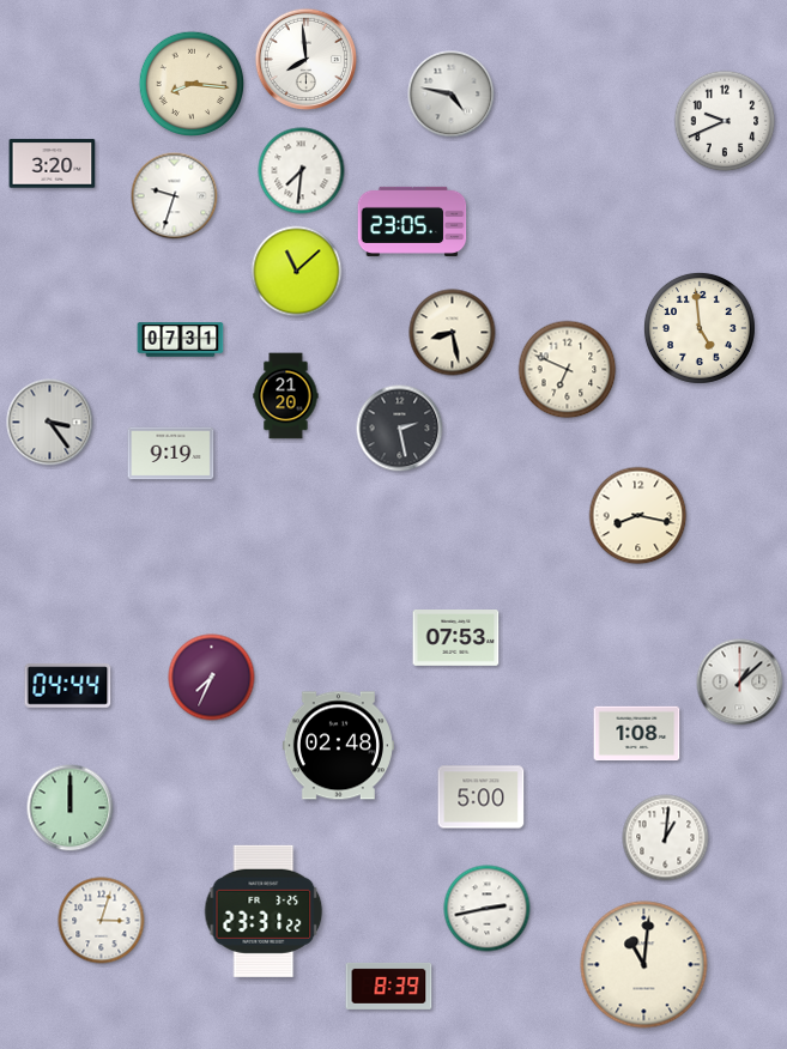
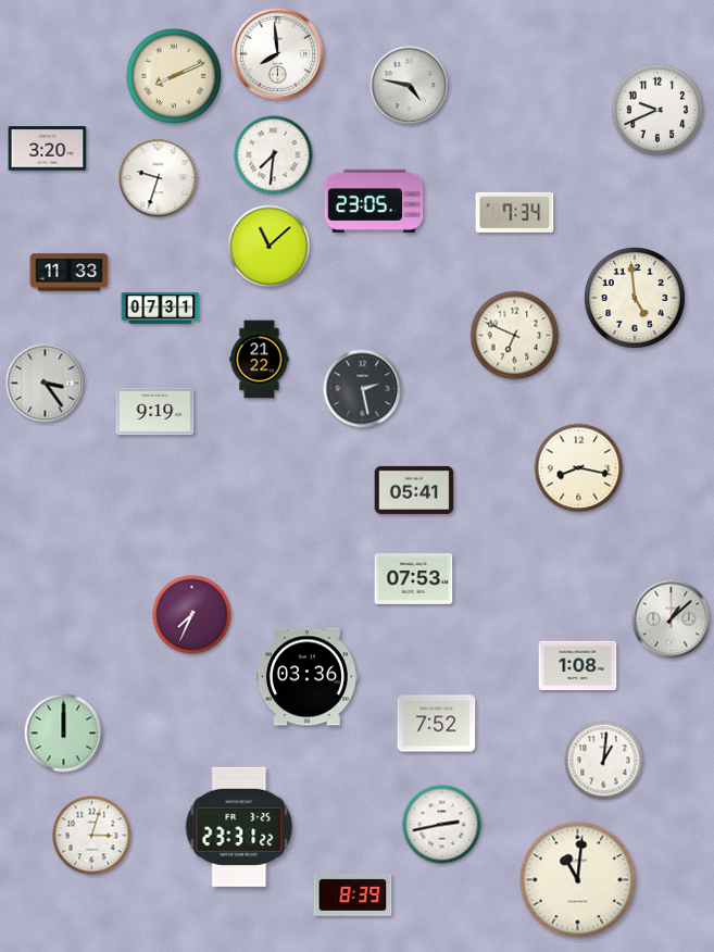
clock at (190, 83): 8:16 -> 8:11
clock at (515, 212): none -> 7:34
clock at (70, 273): none -> 11:33
clock at (453, 333): 8:28 -> none
clock at (181, 340) position: (181, 340) -> (161, 309)
clock at (286, 396): 21:20 -> 21:22
clock at (414, 490): none -> 05:41
clock at (68, 686): 04:44 -> none
clock at (338, 746): 02:48 -> 03:36
clock at (482, 798): 5:00 -> 7:52
clock at (644, 965) position: (644, 965) -> (578, 880)
